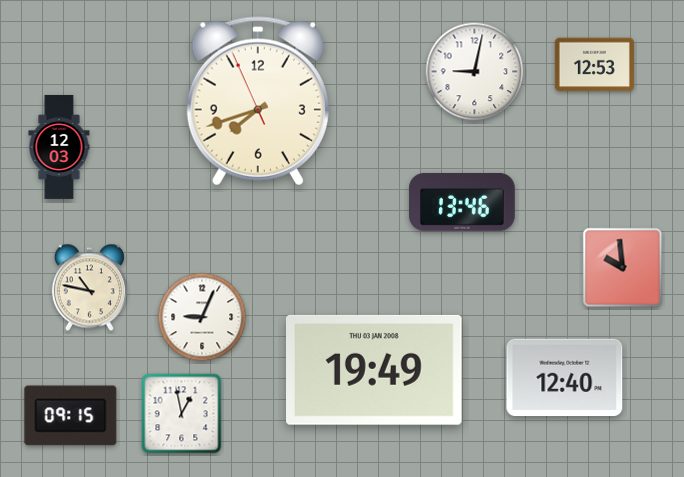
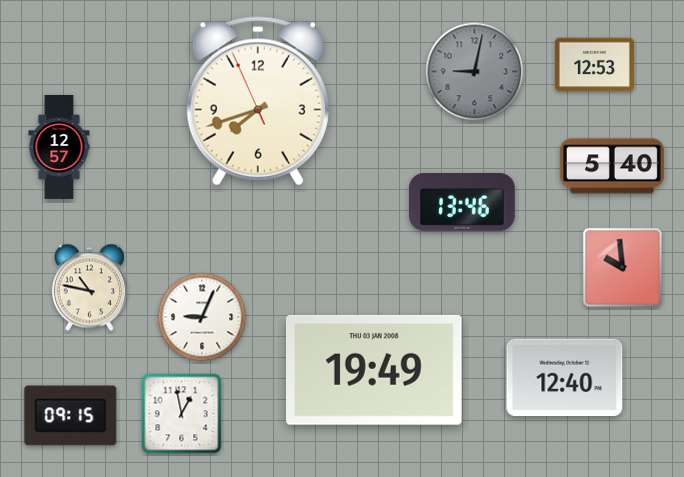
clock at (475, 72) dial: white -> grey
clock at (59, 147): 12:03 -> 12:57
clock at (612, 166): none -> 5:40
